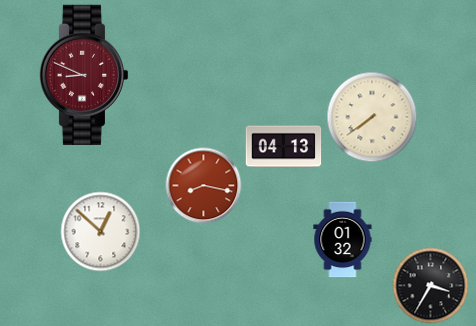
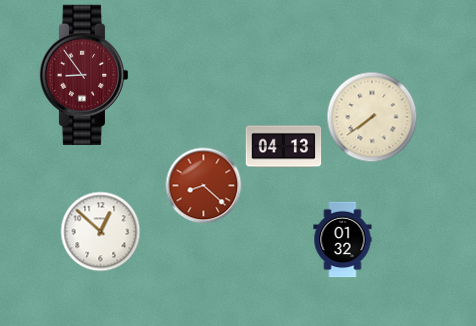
clock at (84, 75): 8:49 -> 8:54
clock at (204, 186): 8:17 -> 8:22
clock at (431, 286): 3:35 -> none
